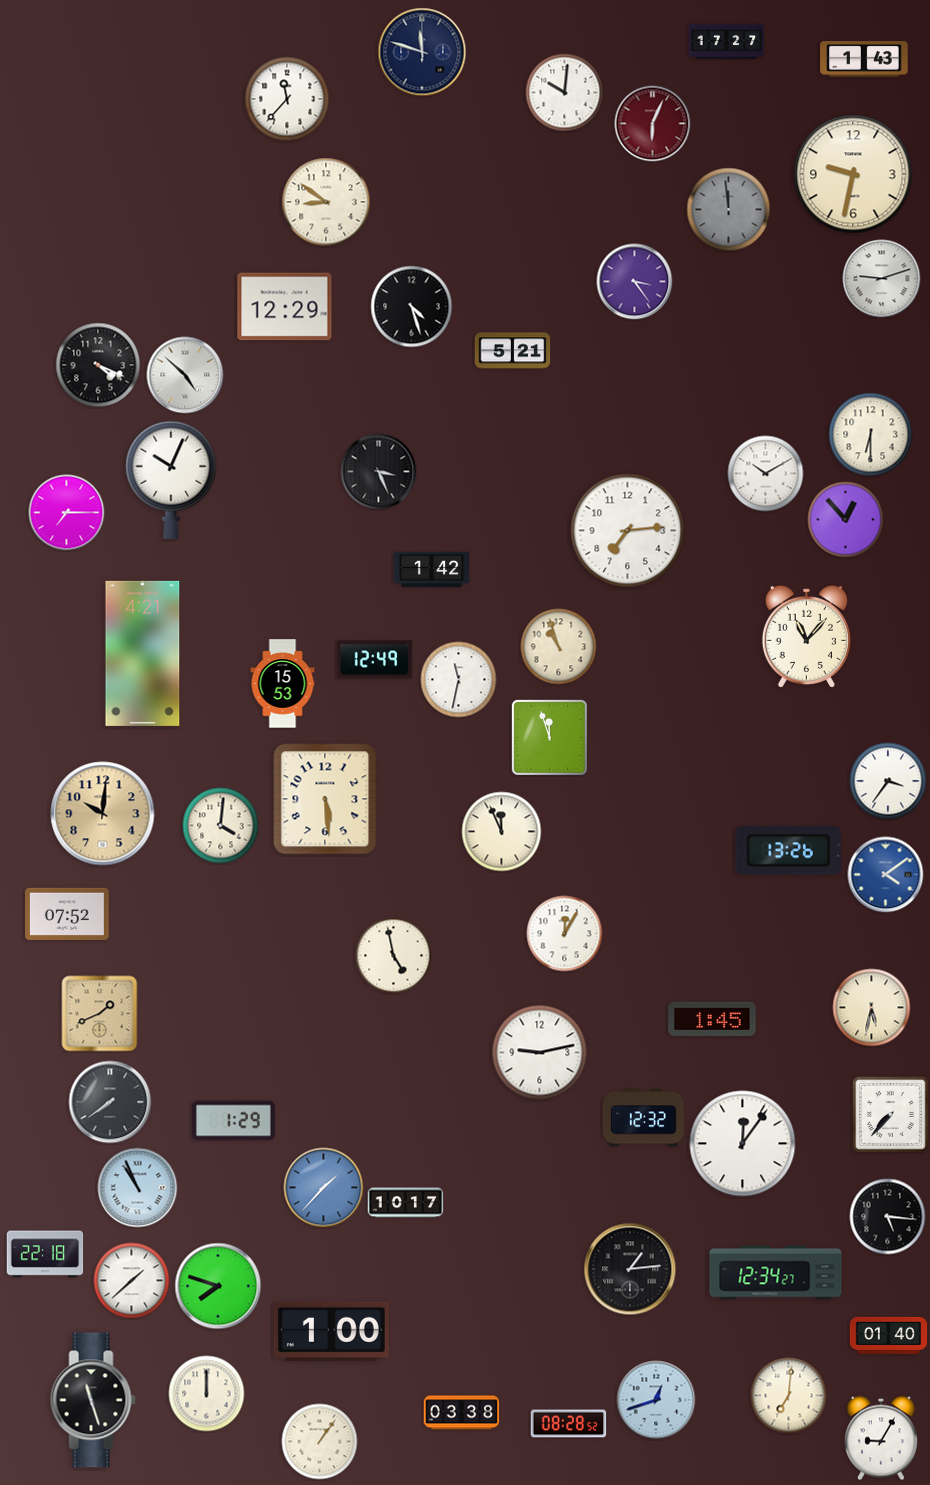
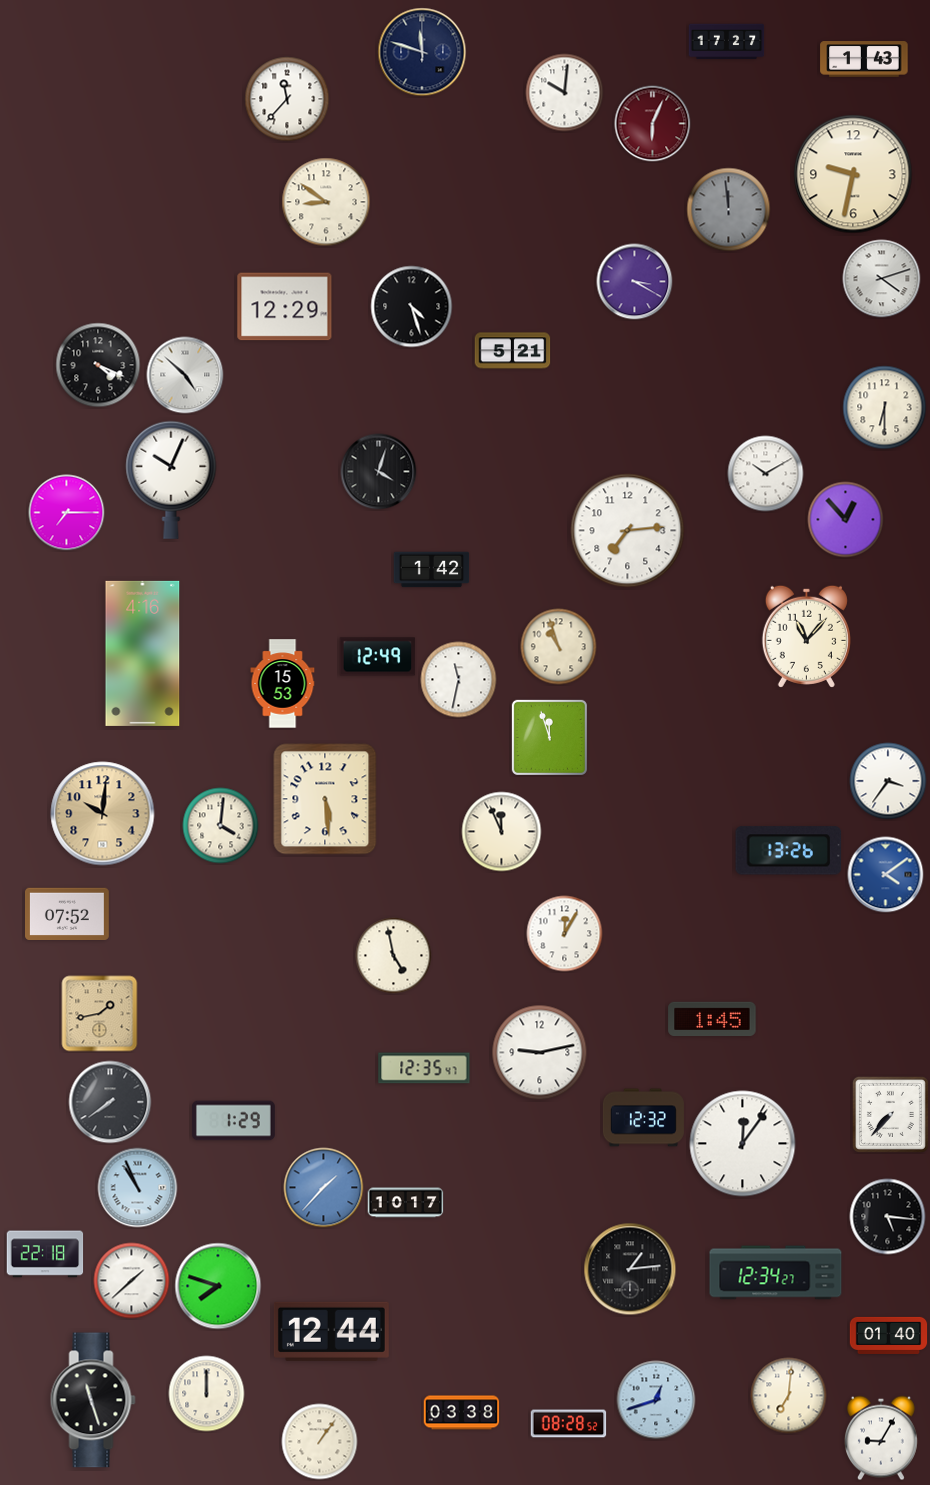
clock at (882, 279): 9:12 -> 4:12
clock at (635, 282): 3:24 -> 3:20
clock at (871, 435) position: (871, 435) -> (885, 408)
clock at (379, 472): 3:26 -> 4:03
clock at (143, 653): 4:21 -> 4:16
clock at (375, 660) position: (375, 660) -> (378, 657)
clock at (872, 1008): 5:32 -> none
clock at (100, 1014): 1:41 -> 1:43
clock at (424, 1068): none -> 12:35
clock at (331, 1331): 1:00 -> 12:44
